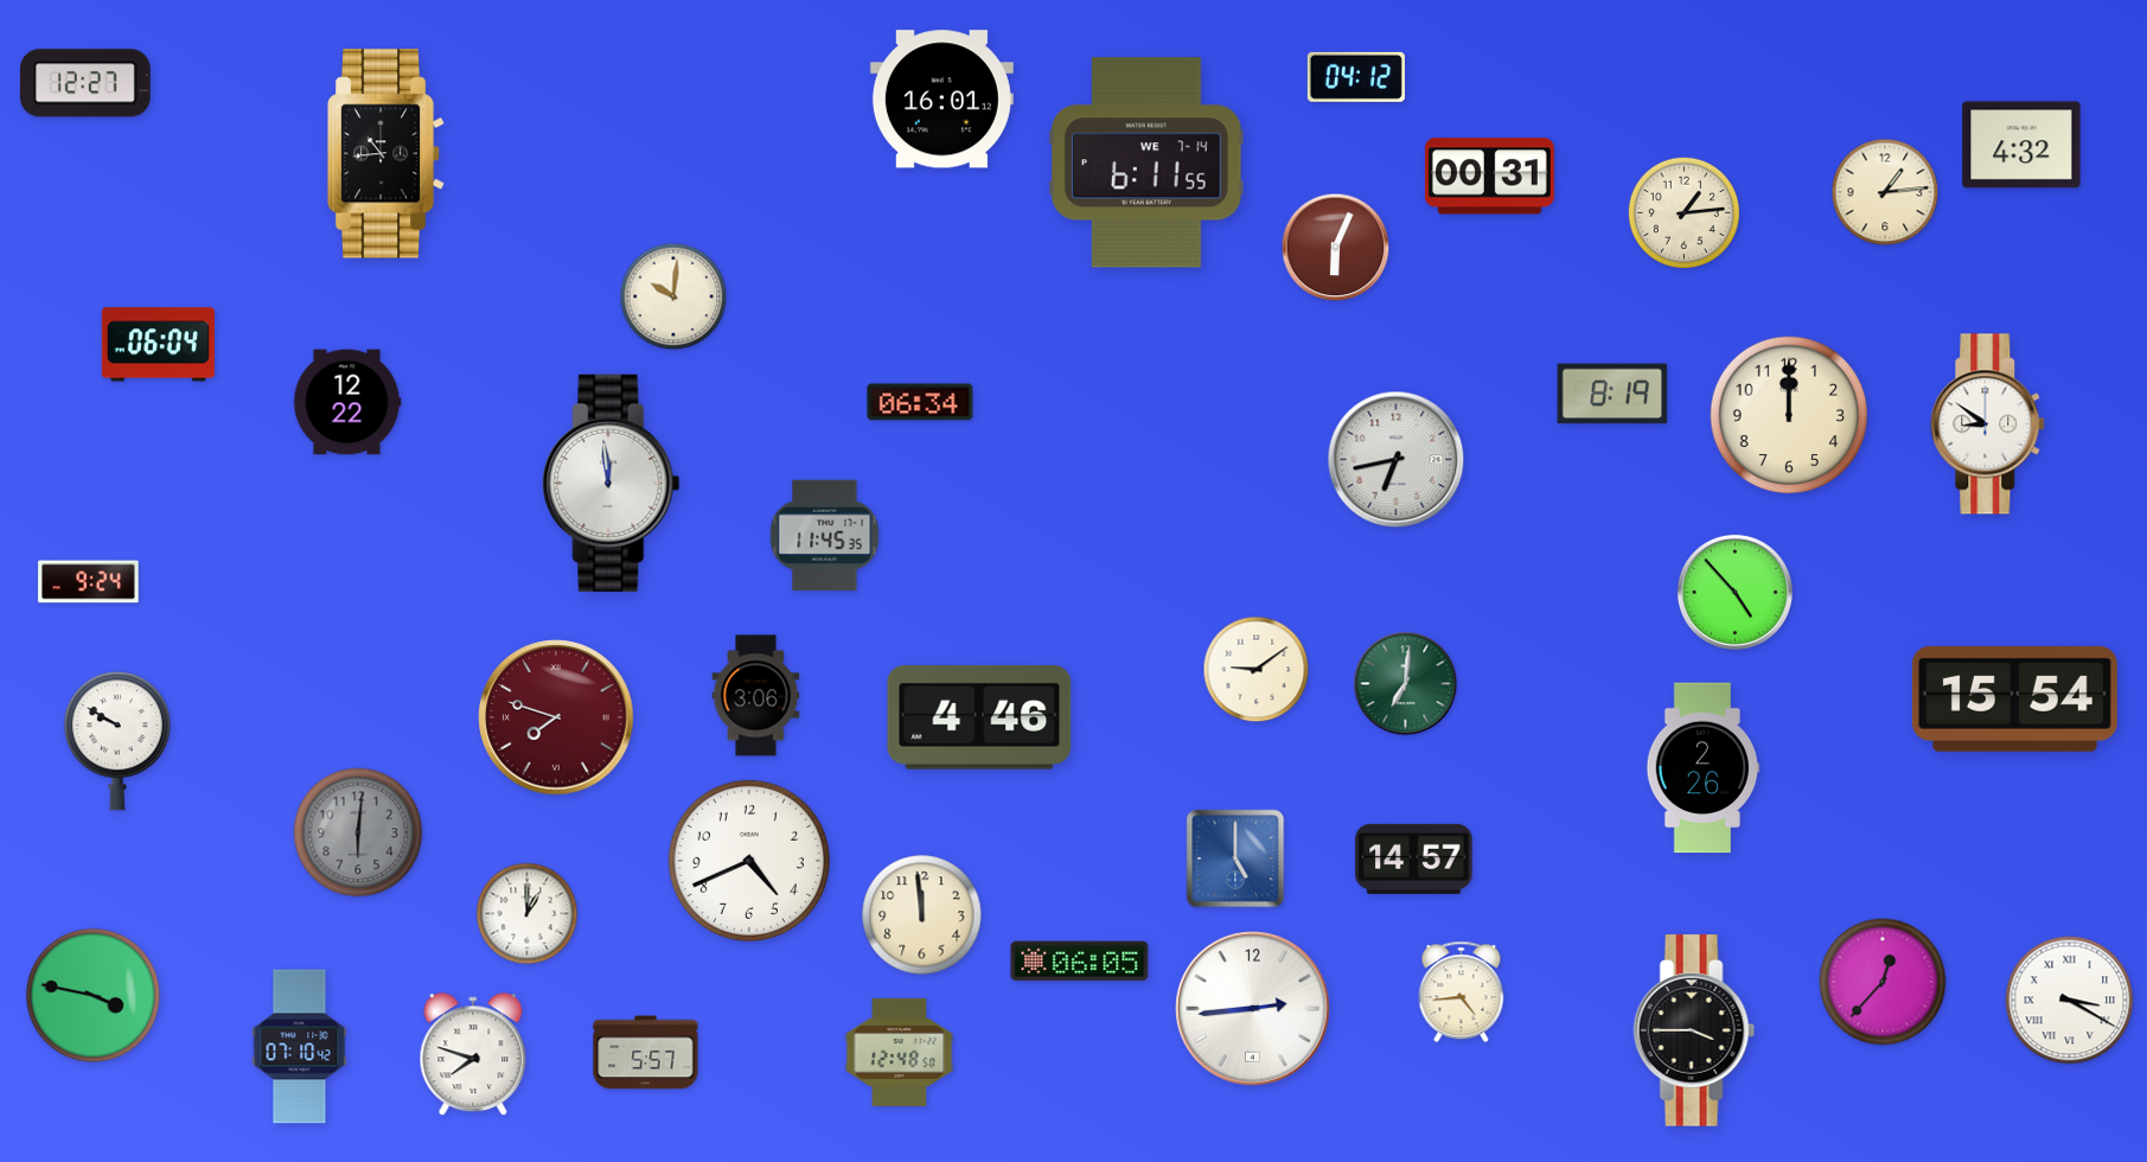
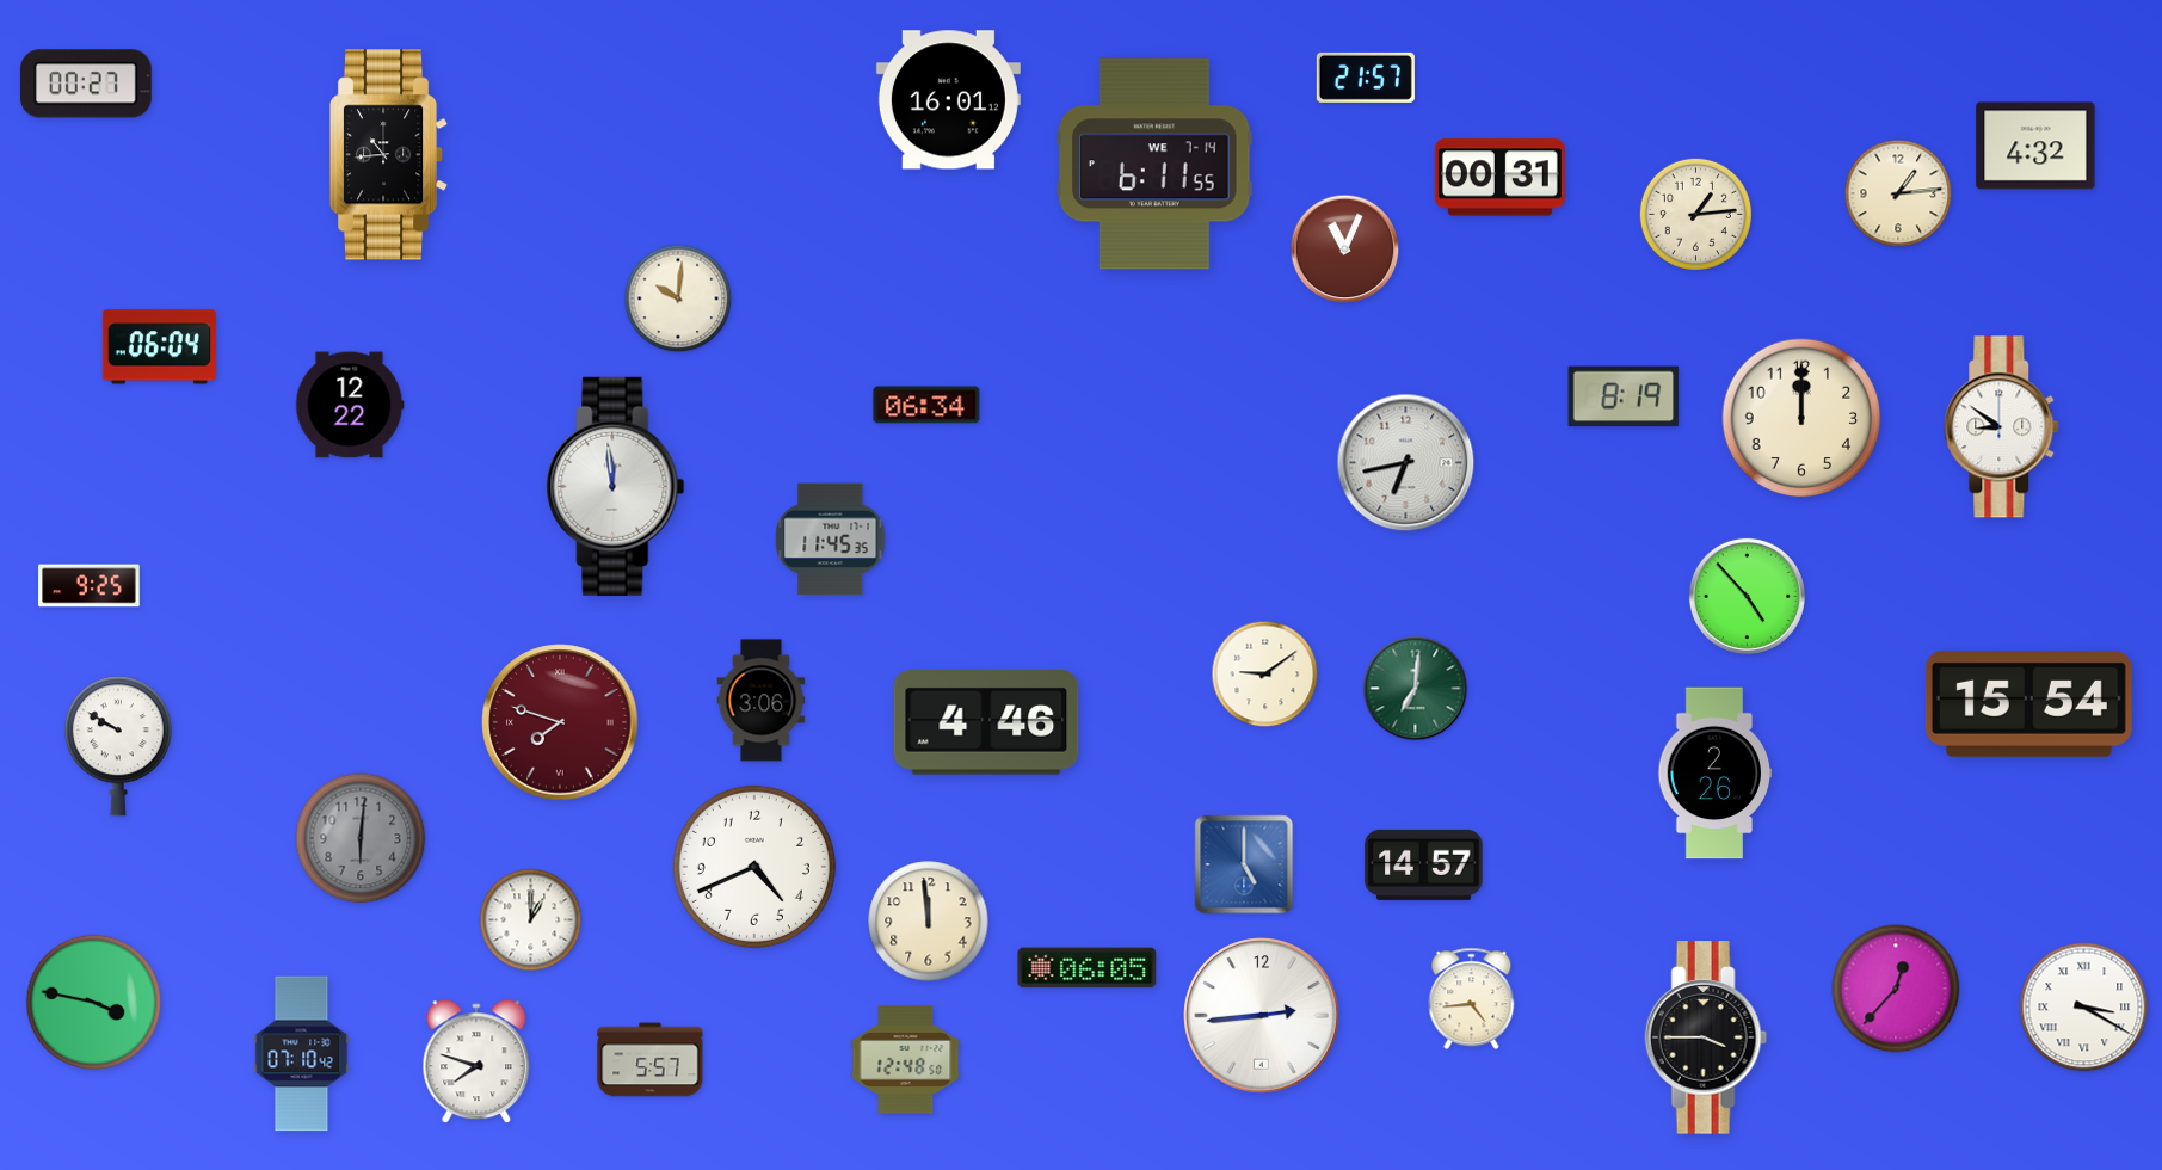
clock at (1356, 77): 04:12 -> 21:57
clock at (85, 83): 12:27 -> 00:27
clock at (1336, 248): 6:04 -> 11:04
clock at (89, 582): 9:24 -> 9:25
